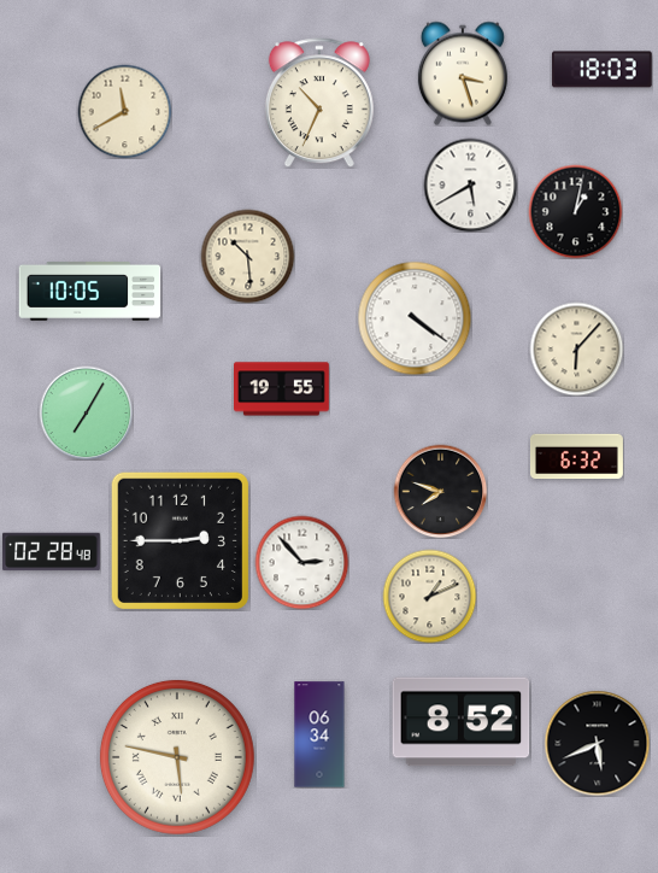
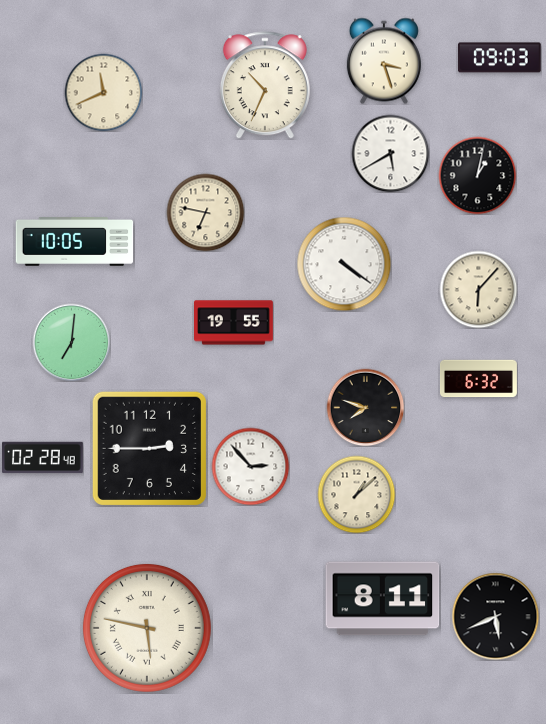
clock at (603, 70): 18:03 -> 09:03
clock at (124, 111): 11:40 -> 11:41
clock at (247, 256): 10:29 -> 6:47
clock at (86, 412): 7:05 -> 7:01
clock at (429, 596): 1:11 -> 1:08
clock at (462, 722): 8:52 -> 8:11
clock at (319, 734): 06:34 -> none
